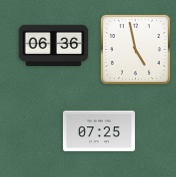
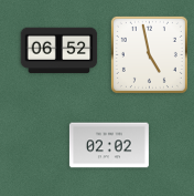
clock at (54, 46): 06:36 -> 06:52
clock at (99, 131): 07:25 -> 02:02
